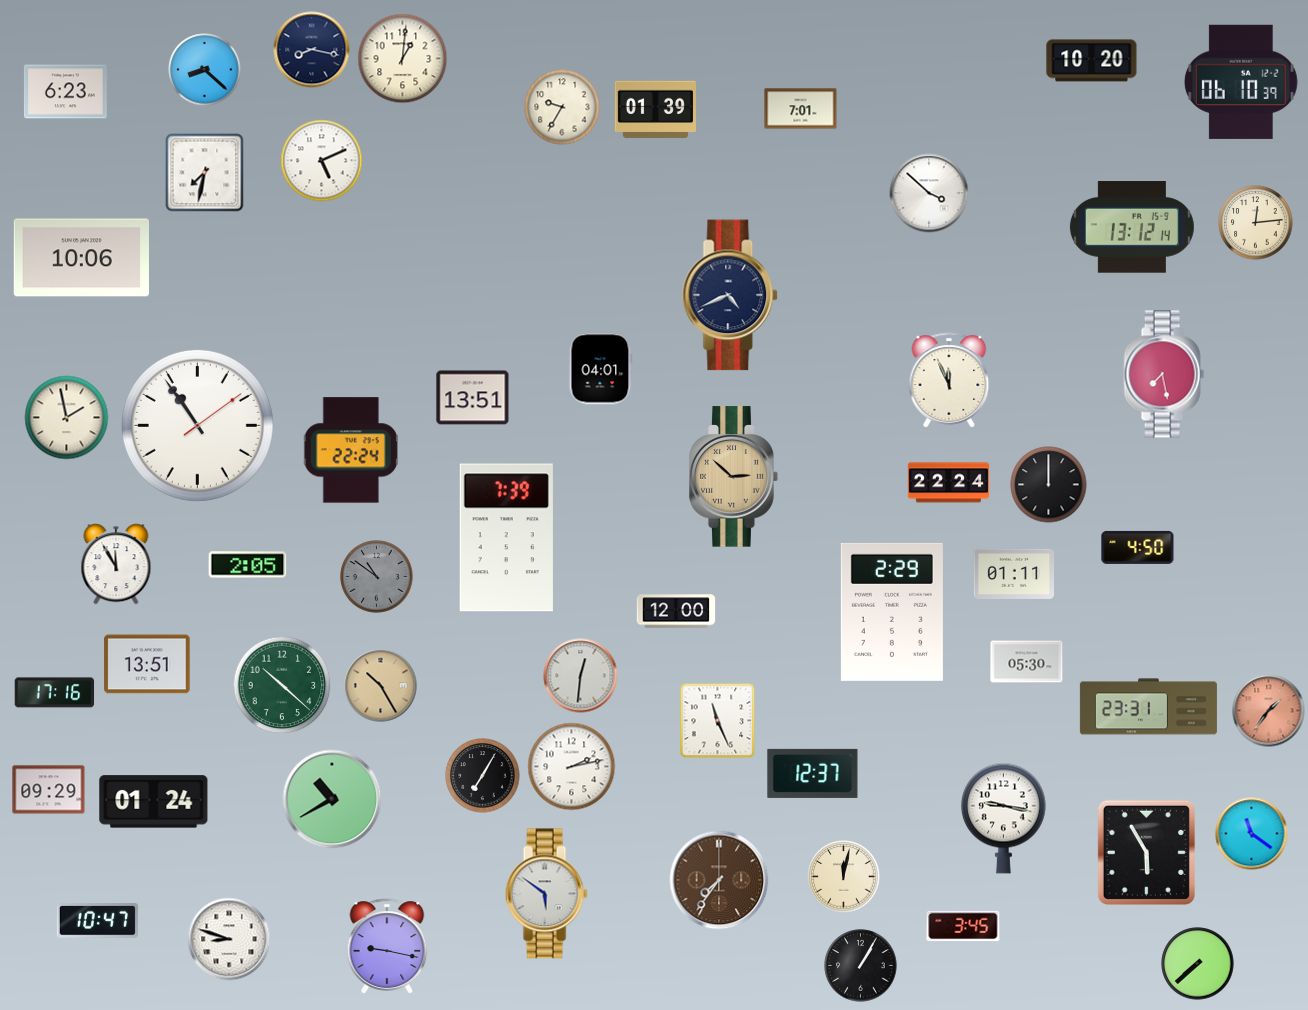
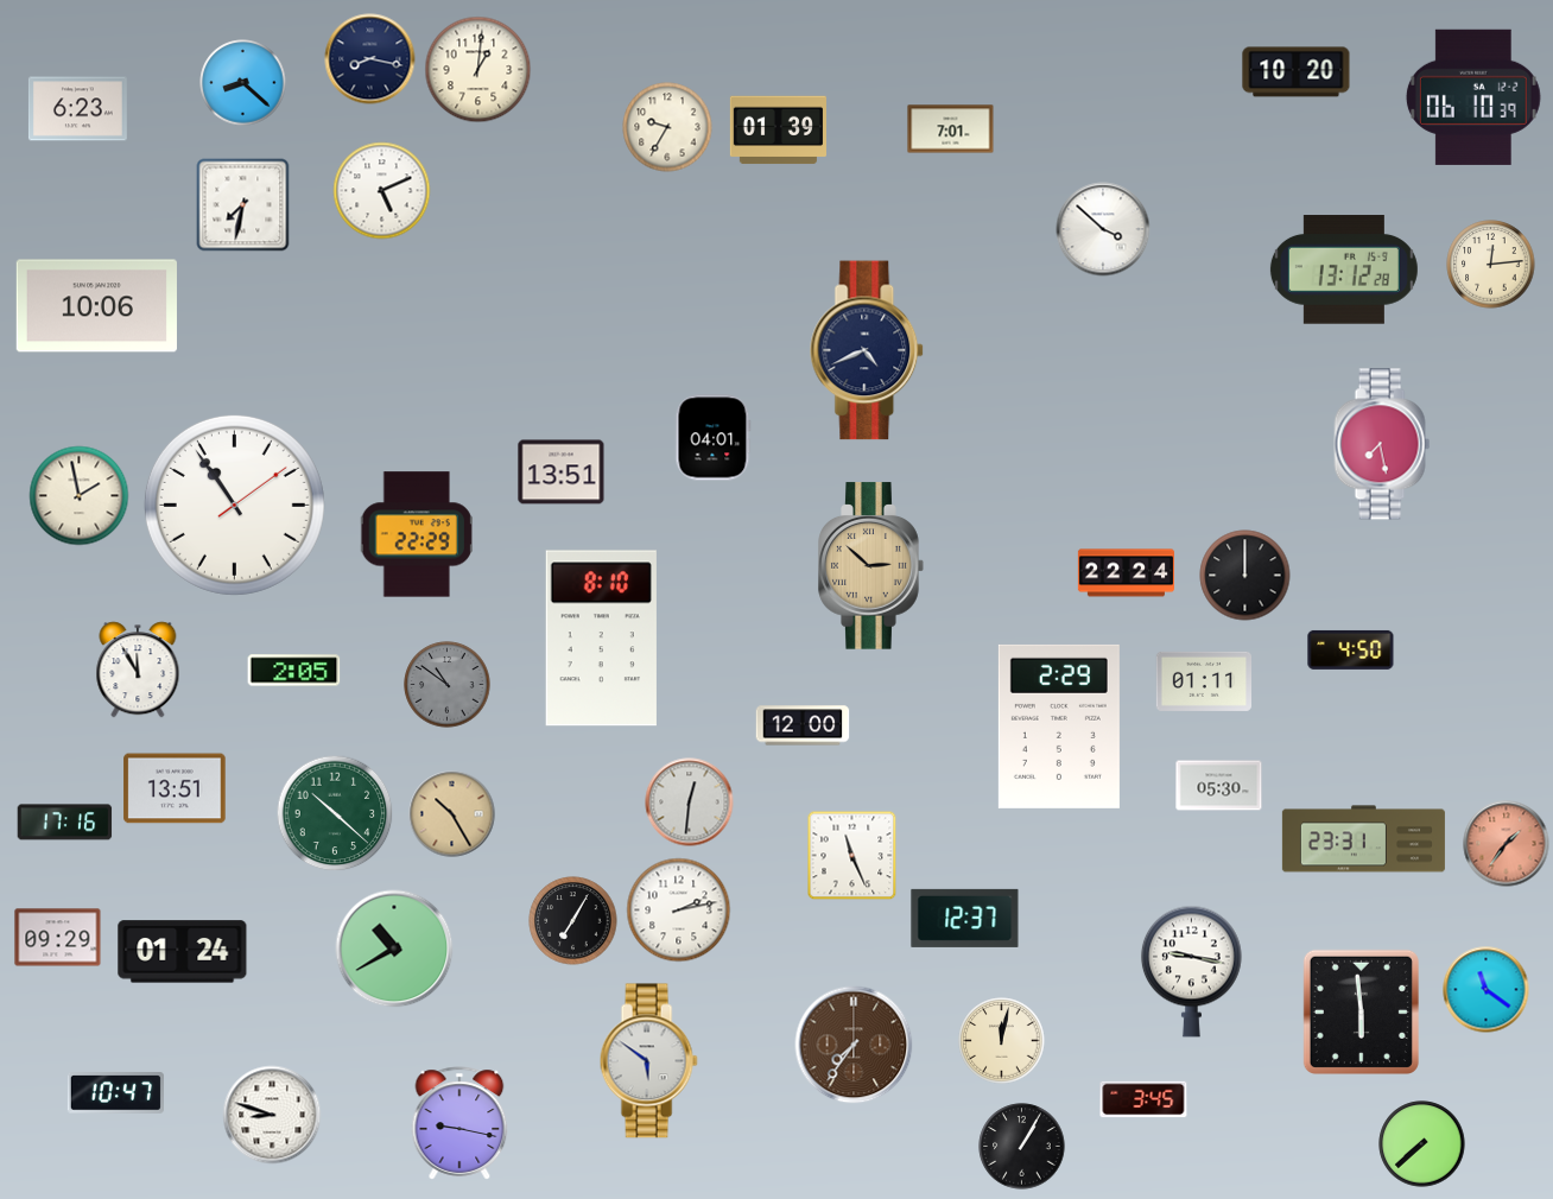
clock at (1132, 227): 13:12:14 -> 13:12:28
clock at (949, 380): 11:56 -> none
clock at (351, 450): 22:24 -> 22:29
clock at (506, 538): 7:39 -> 8:10
clock at (1146, 852): 5:55 -> 5:59
